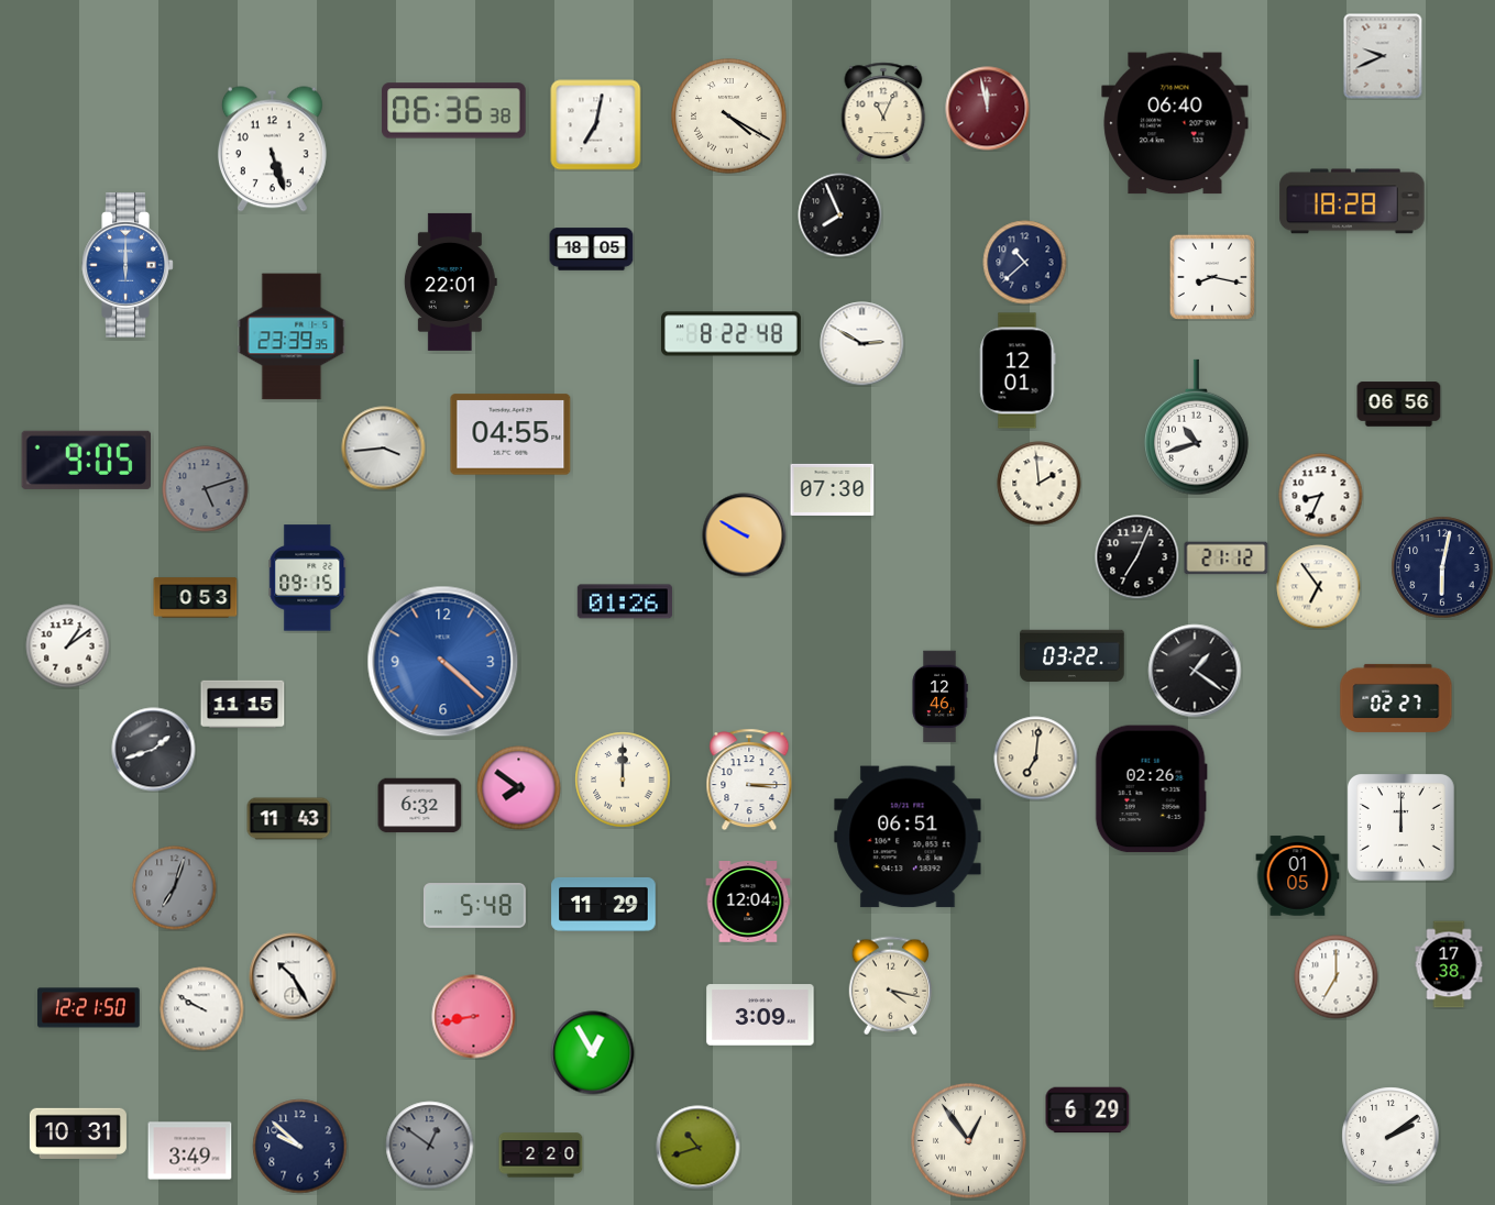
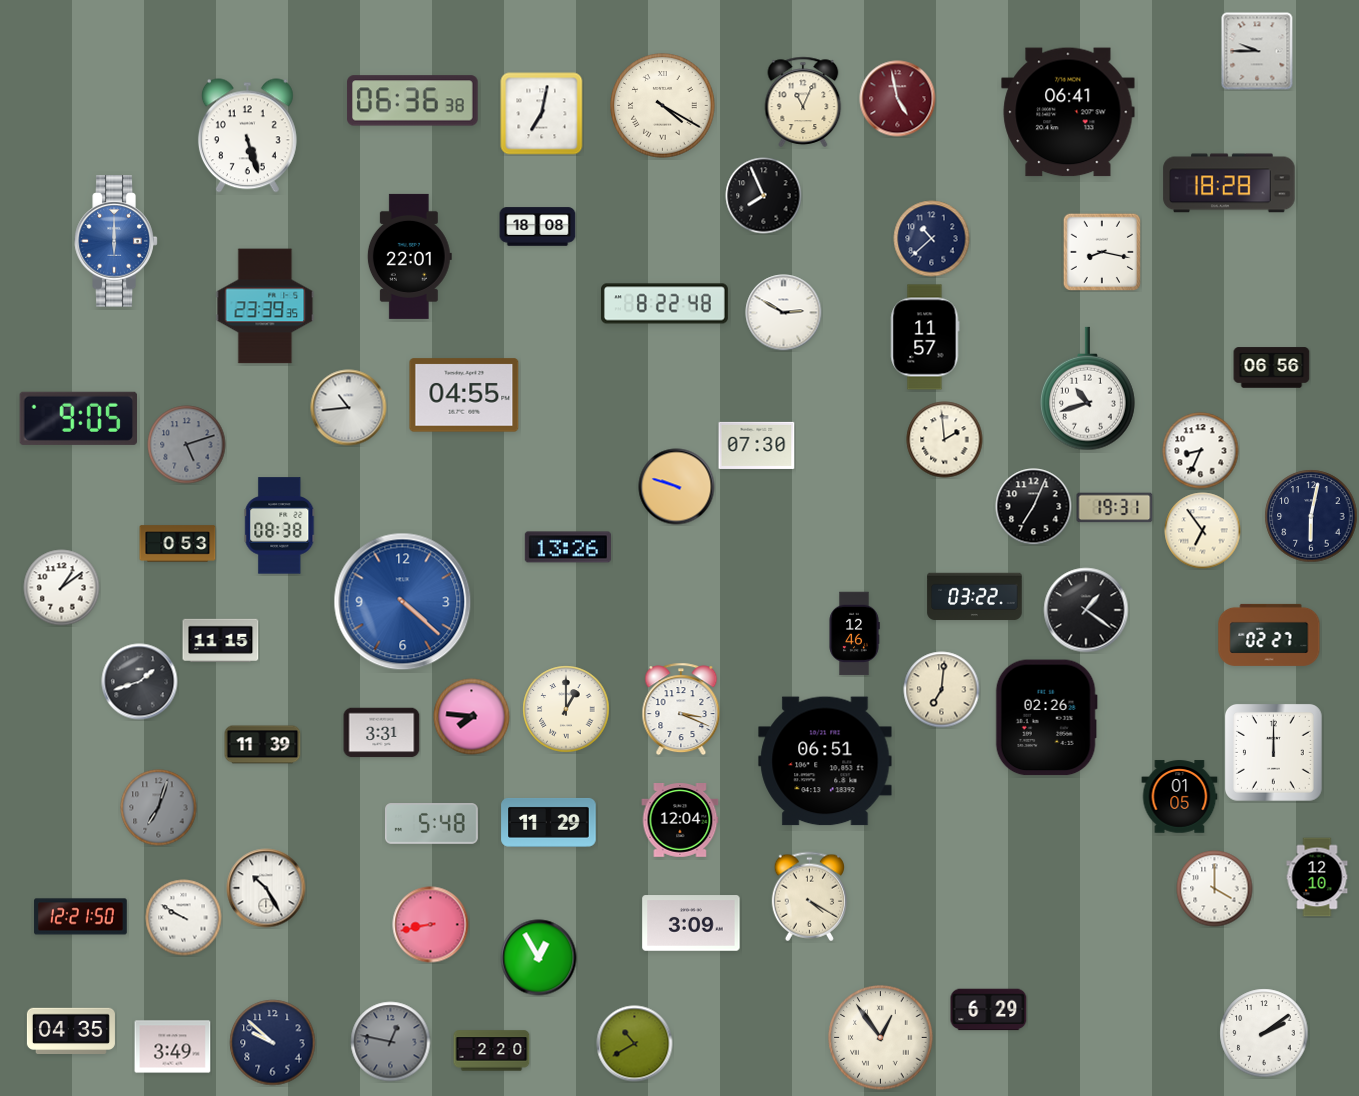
clock at (1383, 56): 9:41 -> 9:45
clock at (988, 109): 11:58 -> 4:58
clock at (1175, 123): 06:40 -> 06:41
clock at (592, 250): 18:05 -> 18:08
clock at (1018, 371): 12:01 -> 11:57
clock at (384, 449): 3:44 -> 10:44
clock at (745, 535): 9:50 -> 9:48
clock at (1227, 559): 21:12 -> 19:31
clock at (308, 578): 09:15 -> 08:38
clock at (1319, 587) position: (1319, 587) -> (1203, 531)
clock at (625, 601): 01:26 -> 13:26
clock at (623, 780): 12:00 -> 1:00
clock at (749, 780): 3:15 -> 3:19
clock at (519, 788): 7:51 -> 7:46
clock at (420, 806): 6:32 -> 3:31
clock at (289, 819): 11:43 -> 11:39
clock at (1449, 964): 17:38 -> 12:10
clock at (1337, 977): 7:00 -> 4:00
clock at (890, 986): 4:17 -> 4:20
clock at (78, 1132): 10:31 -> 04:35
clock at (430, 1146): 12:51 -> 12:47
clock at (699, 1148): 10:42 -> 10:40
